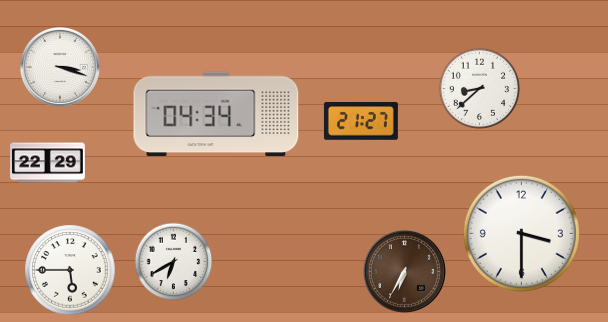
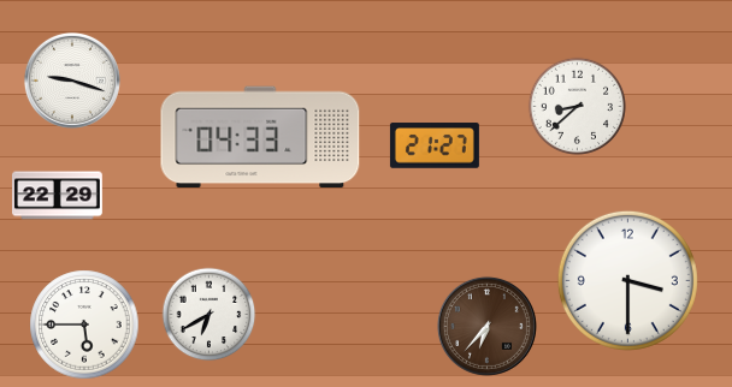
clock at (60, 67): 3:18 -> 9:18
clock at (216, 114): 04:34 -> 04:33
clock at (404, 271): 6:35 -> 6:37
